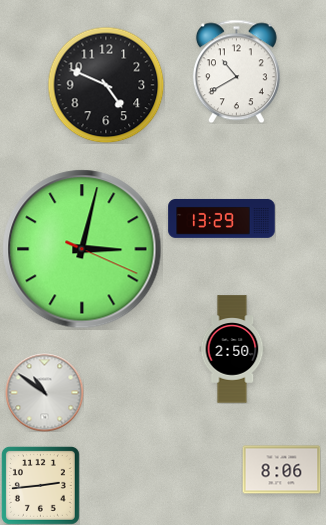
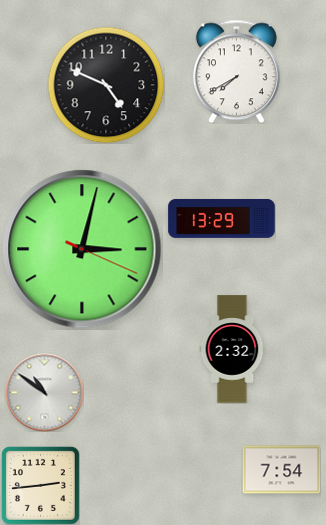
clock at (236, 71): 10:40 -> 7:40
clock at (232, 349): 2:50 -> 2:32
clock at (281, 470): 8:06 -> 7:54
